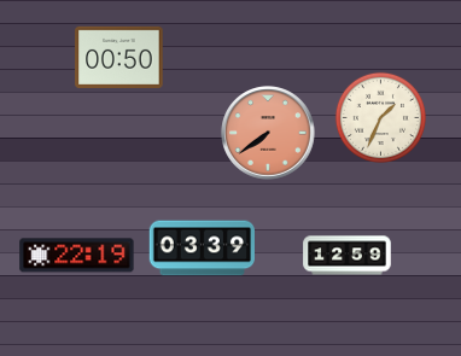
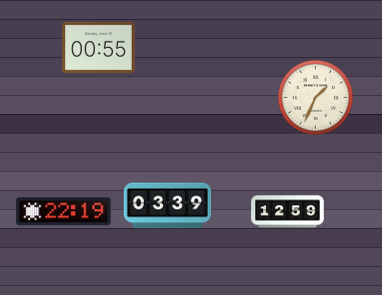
clock at (119, 57): 00:50 -> 00:55
clock at (268, 133): 7:39 -> none
